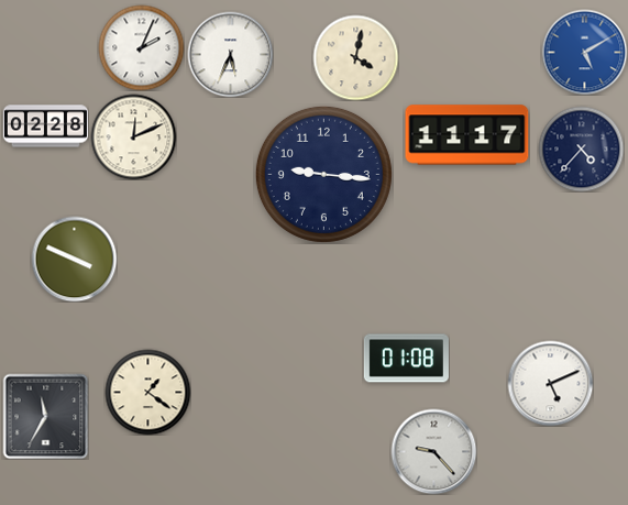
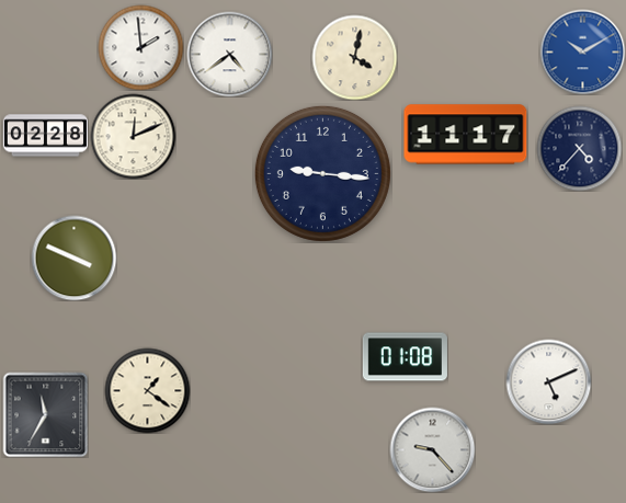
clock at (141, 47): 2:04 -> 1:59
clock at (584, 52): 5:10 -> 10:10
clock at (230, 54): 5:34 -> 4:39
clock at (45, 127) position: (45, 127) -> (45, 136)
